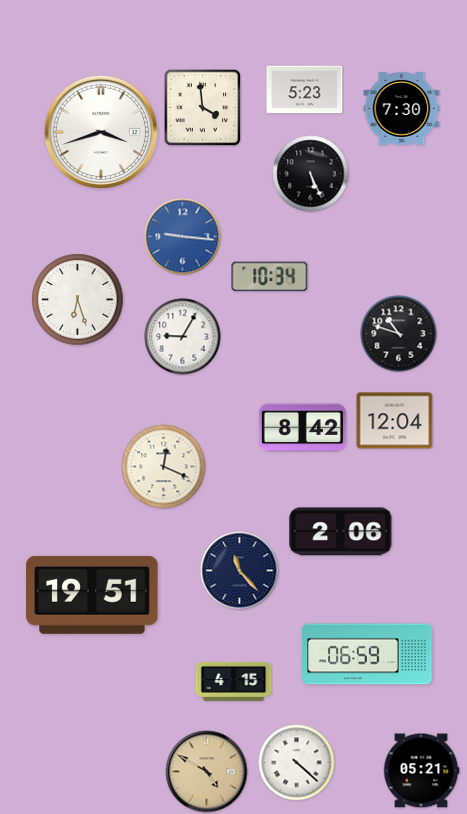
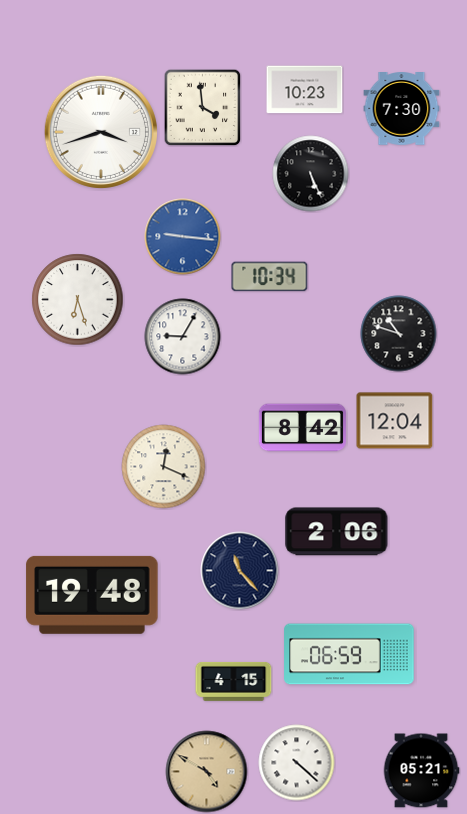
clock at (305, 90): 5:23 -> 10:23
clock at (341, 532) position: (341, 532) -> (337, 532)
clock at (92, 595): 19:51 -> 19:48
clock at (367, 654) position: (367, 654) -> (349, 654)
